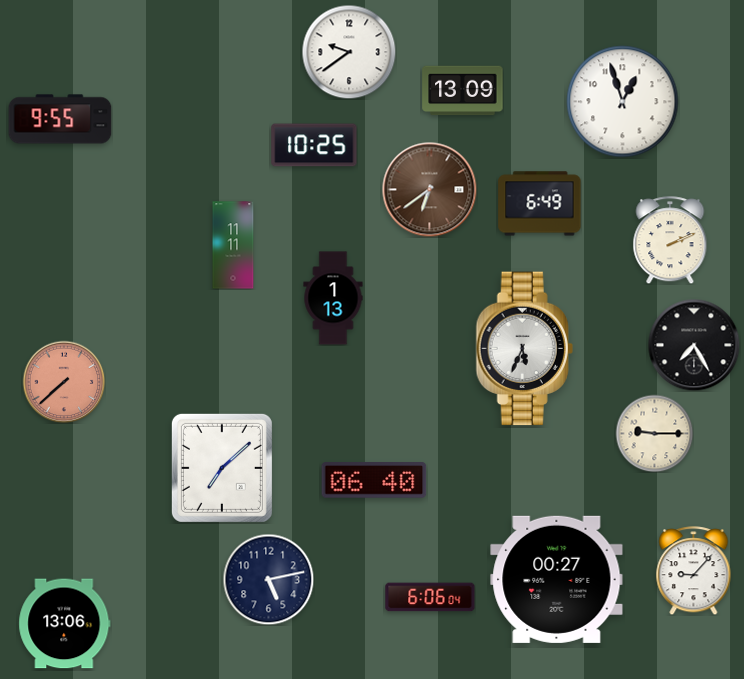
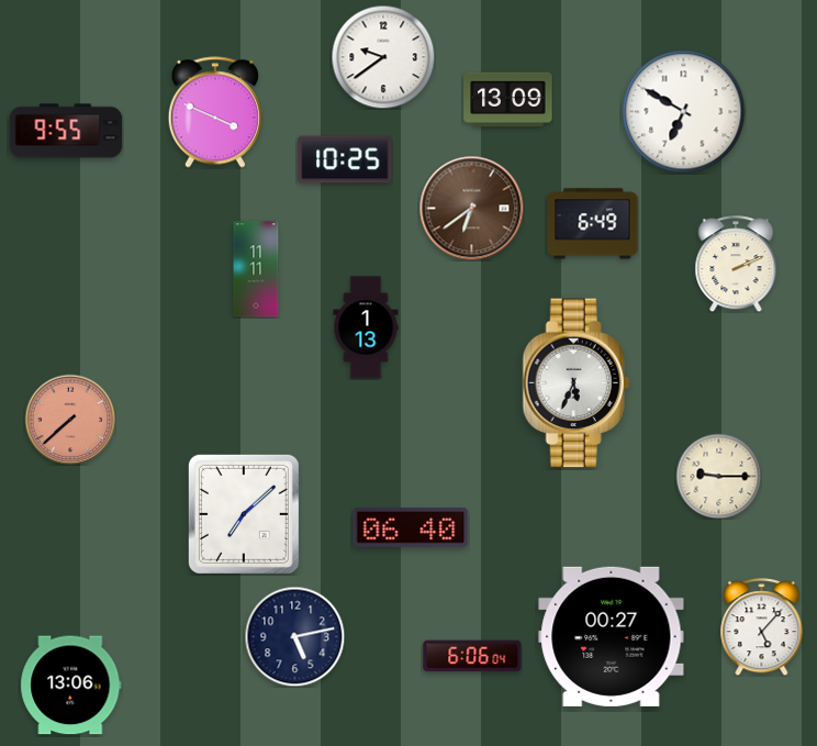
clock at (215, 112): none -> 3:49
clock at (623, 102): 12:57 -> 6:50
clock at (694, 345): 7:25 -> none
clock at (694, 571): 9:07 -> 5:07
